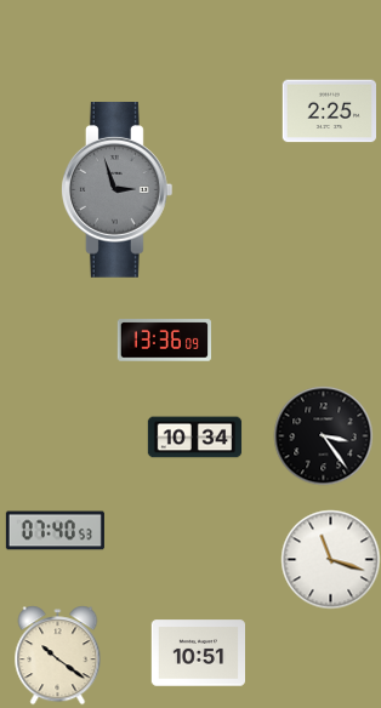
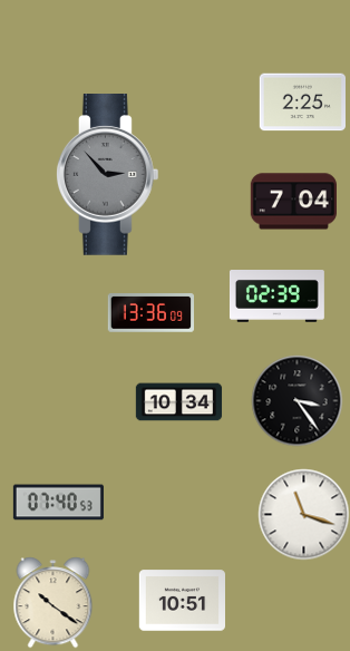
clock at (116, 190): 2:57 -> 2:53
clock at (293, 202): none -> 7:04
clock at (276, 297): none -> 02:39
clock at (55, 531) position: (55, 531) -> (58, 503)
